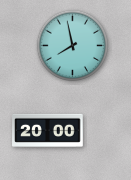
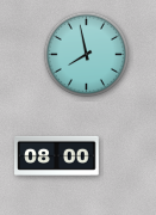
clock at (48, 130): 20:00 -> 08:00
